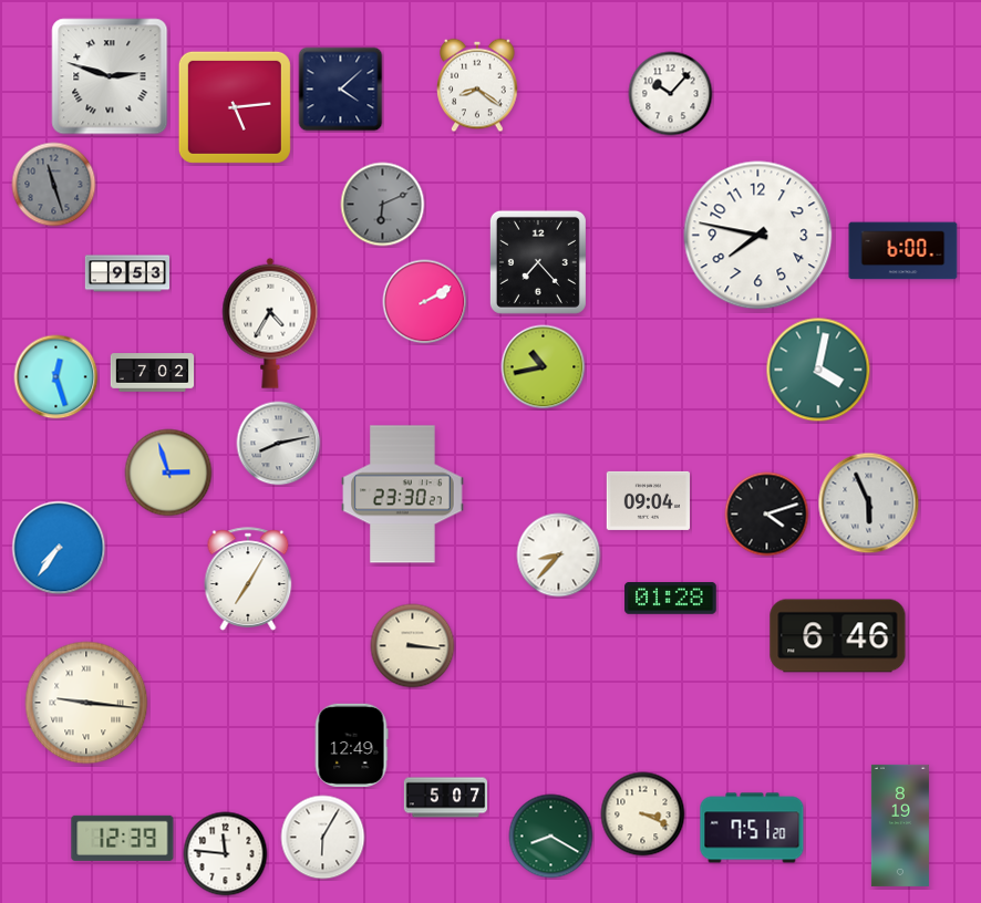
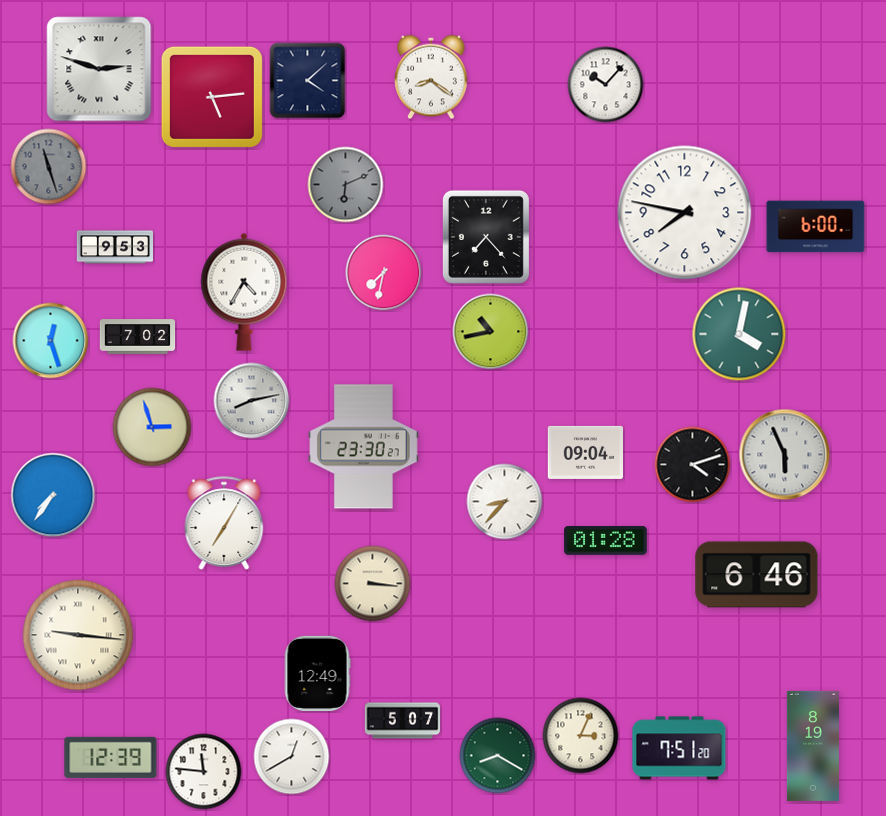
clock at (425, 302): 2:10 -> 7:32
clock at (643, 814): 3:19 -> 3:04
clock at (323, 838): 6:05 -> 12:40
